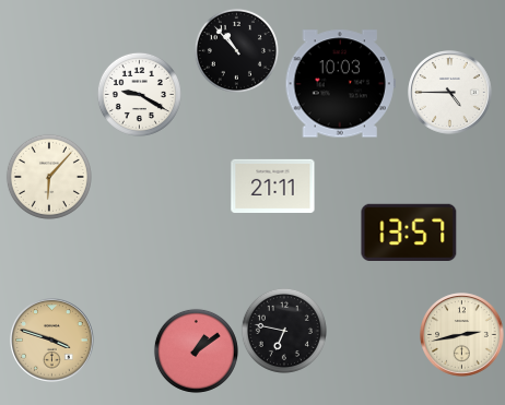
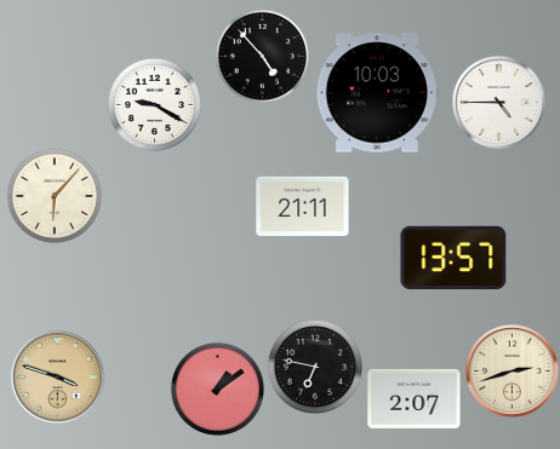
clock at (236, 50): 10:53 -> 4:53
clock at (462, 335): 2:43 -> 2:42
clock at (415, 398): none -> 2:07
